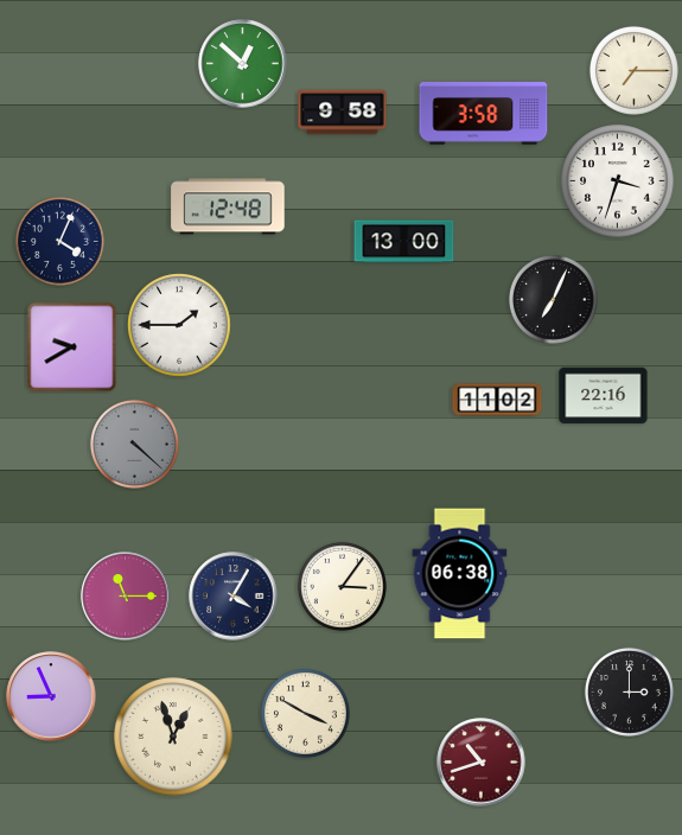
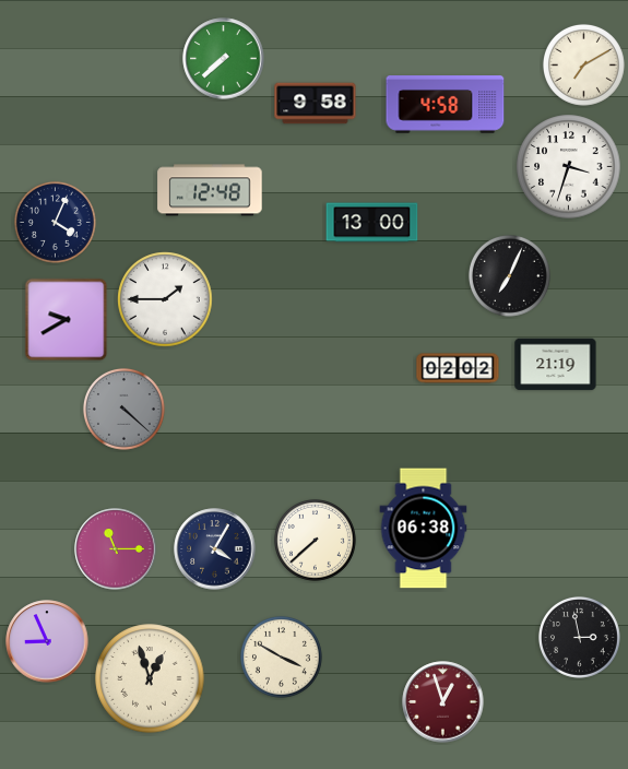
clock at (243, 64): 12:52 -> 7:38
clock at (633, 70): 7:15 -> 7:10
clock at (484, 114): 3:58 -> 4:58
clock at (604, 396): 22:16 -> 21:19
clock at (497, 400): 11:02 -> 02:02
clock at (342, 586): 3:06 -> 7:38
clock at (629, 691): 3:00 -> 2:58
clock at (173, 737) position: (173, 737) -> (150, 678)
clock at (482, 763): 10:42 -> 12:57
